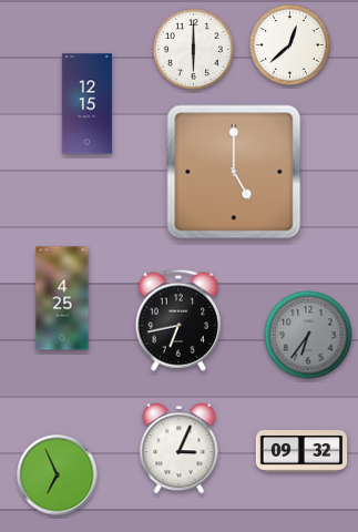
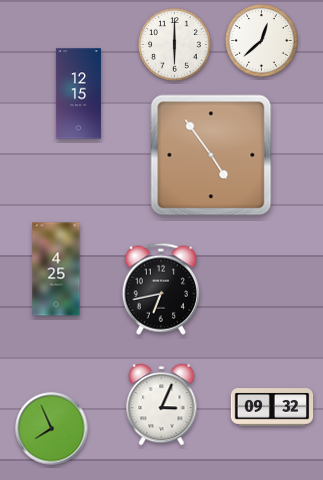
clock at (234, 172): 5:00 -> 4:54
clock at (308, 335): 6:36 -> none
clock at (58, 475): 6:56 -> 7:56
